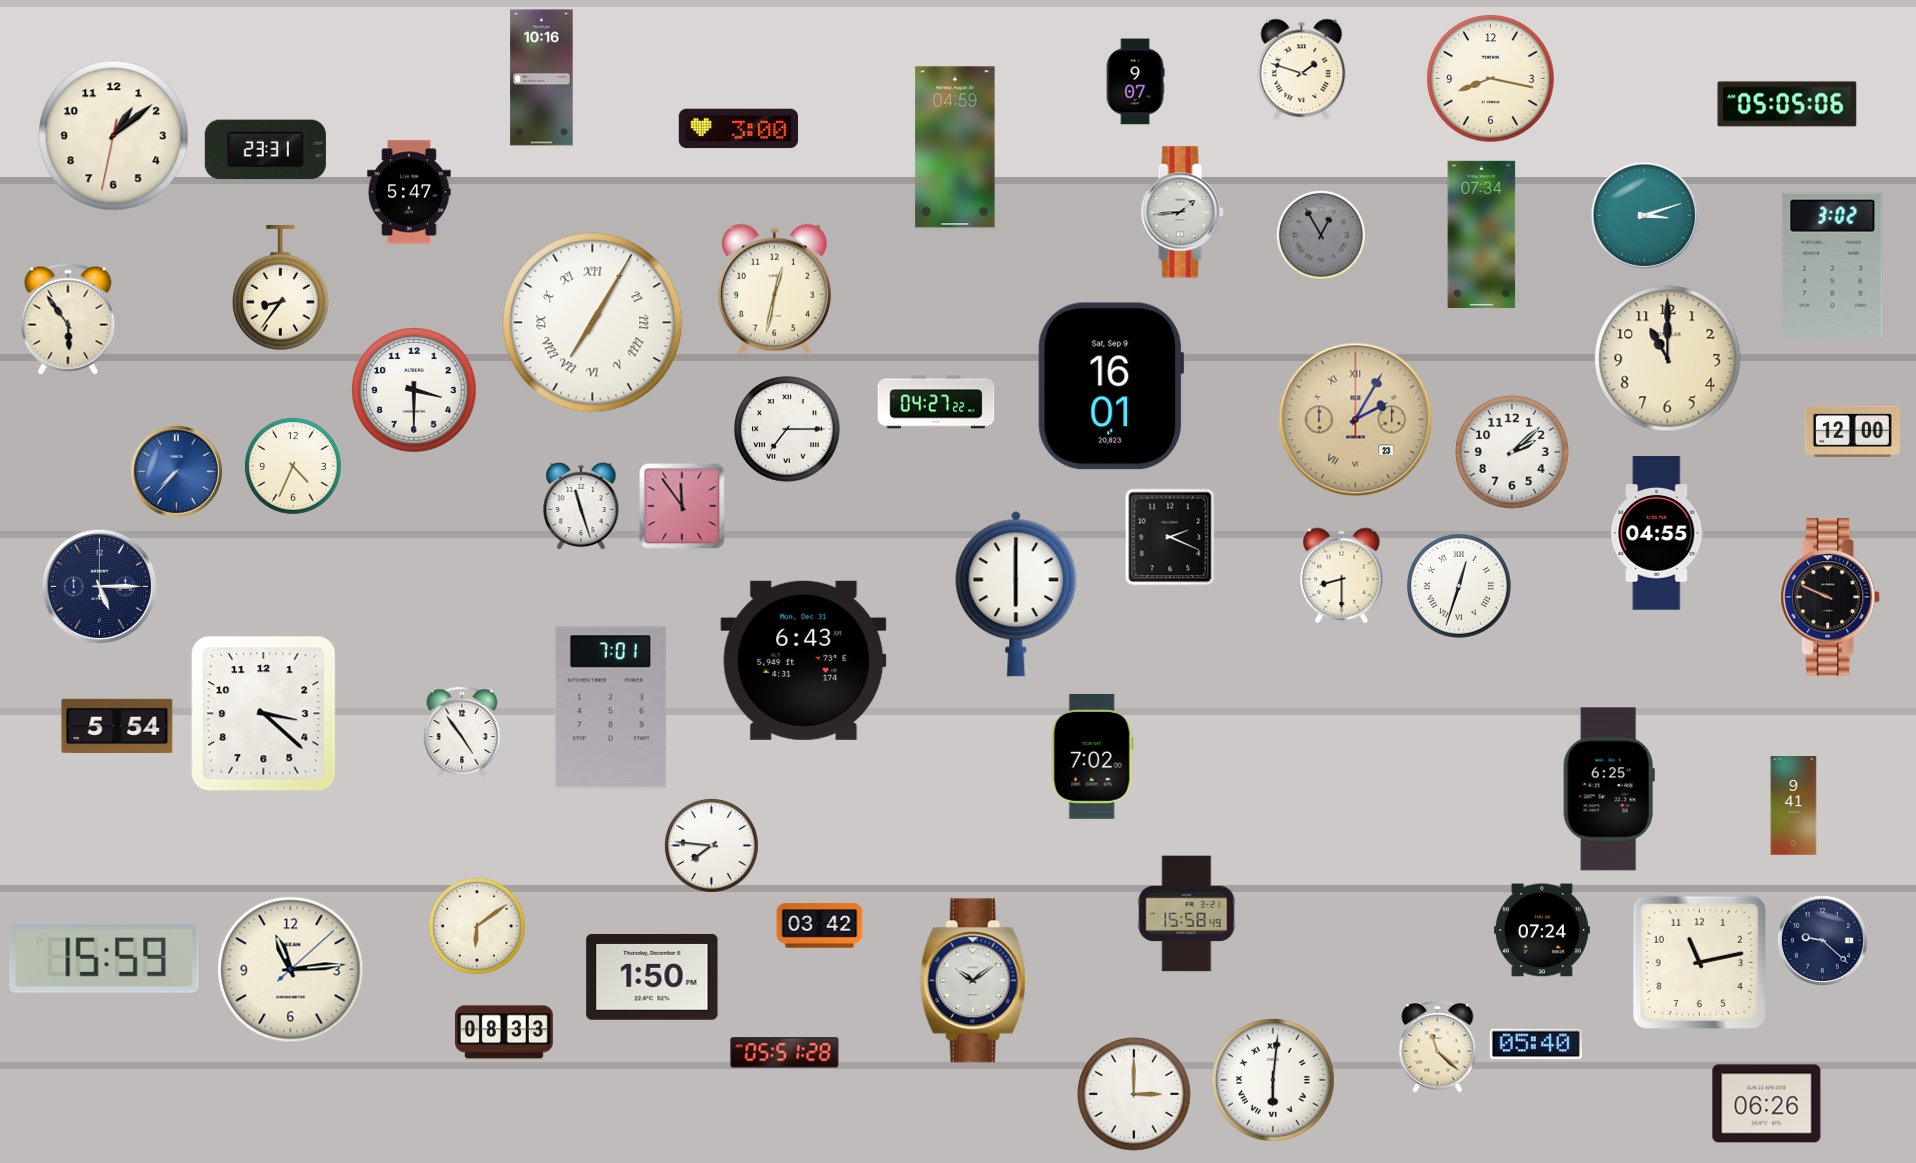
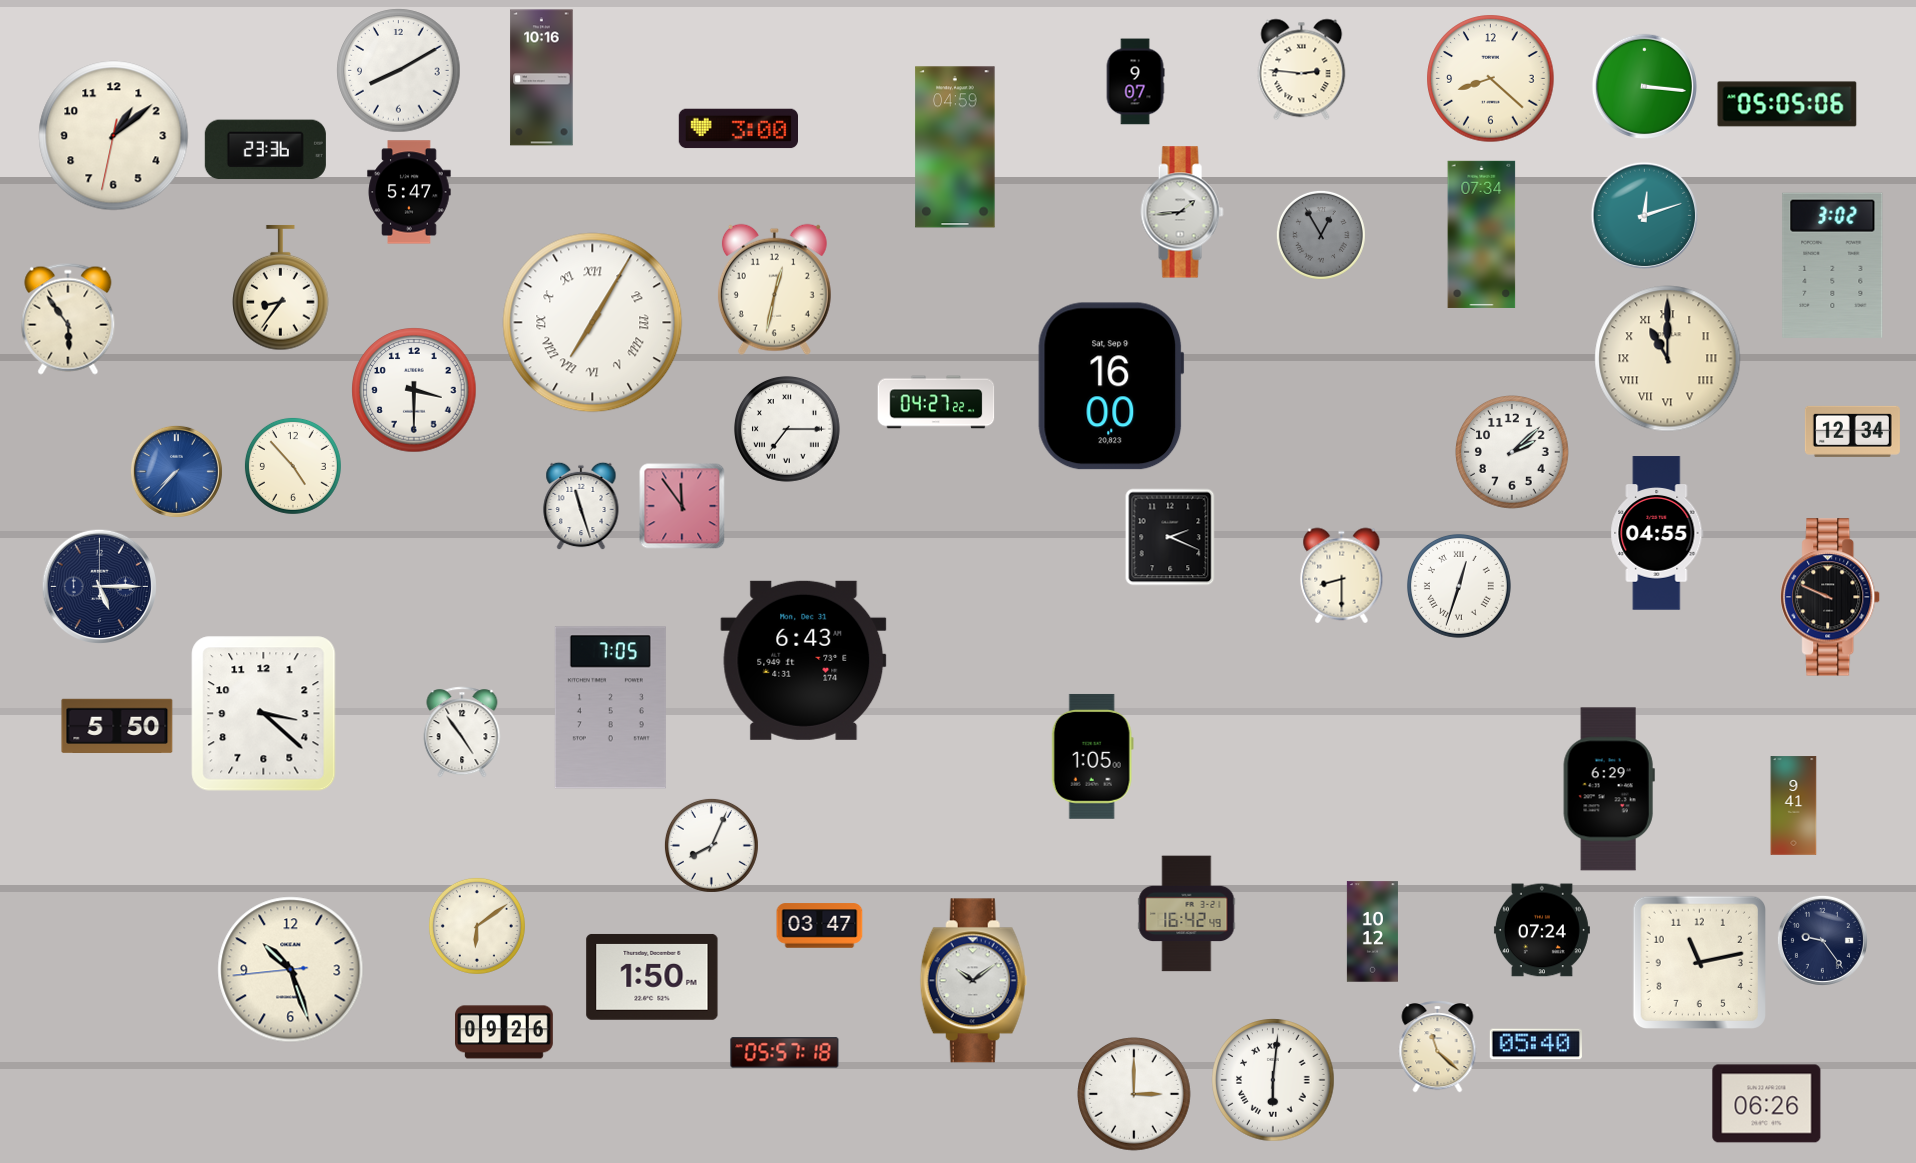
clock at (1302, 70): 1:48 -> 2:46
clock at (399, 71): none -> 8:10
clock at (1491, 79): 8:17 -> 8:22
clock at (1644, 86): none -> 3:16
clock at (265, 150): 23:31 -> 23:36
clock at (1644, 215): 3:12 -> 12:12
clock at (1668, 359) numerals: Arabic -> Roman
clock at (1111, 386): 16:01 -> 16:00
clock at (1356, 420): 2:05 -> none
clock at (1852, 431): 12:00 -> 12:34
clock at (293, 466): 4:34 -> 4:53
clock at (1016, 594): 6:00 -> none
clock at (610, 708): 7:01 -> 7:05
clock at (117, 725): 5:54 -> 5:50
clock at (1092, 756): 7:02 -> 1:05
clock at (1609, 789): 6:25 -> 6:29
clock at (711, 845): 7:46 -> 8:04
clock at (1187, 914): 15:58 -> 16:42
clock at (820, 926): 03:42 -> 03:47
clock at (1372, 932): none -> 10:12
clock at (1822, 940): 9:22 -> 9:24
clock at (104, 958): 15:59 -> none
clock at (291, 970): 11:14 -> 10:26
clock at (505, 1032): 08:33 -> 09:26
clock at (785, 1053): 05:51 -> 05:57
